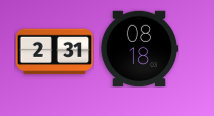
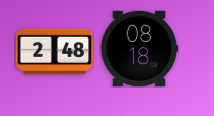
clock at (54, 52): 2:31 -> 2:48
